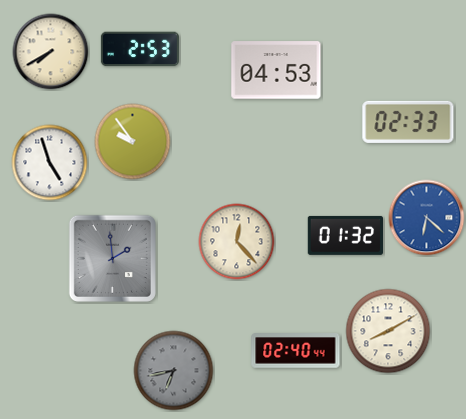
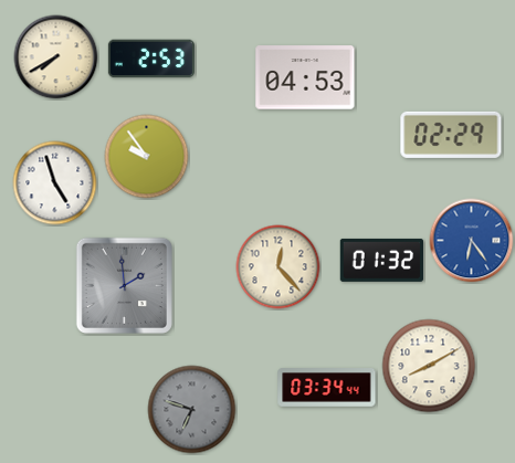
clock at (140, 49) position: (140, 49) -> (151, 59)
clock at (408, 122): 02:33 -> 02:29
clock at (50, 163) position: (50, 163) -> (55, 183)
clock at (427, 218): 6:22 -> 6:24
clock at (237, 242) position: (237, 242) -> (278, 267)
clock at (296, 351): 02:40 -> 03:34
clock at (174, 371): 6:43 -> 6:48
